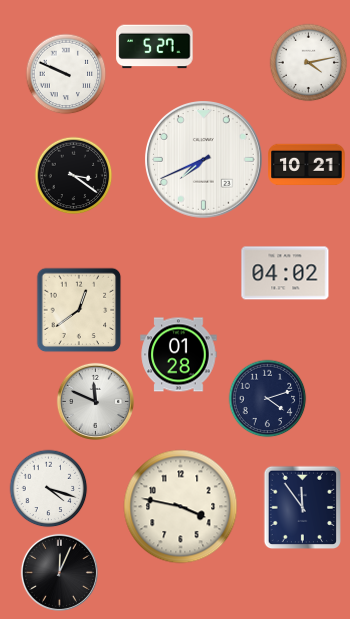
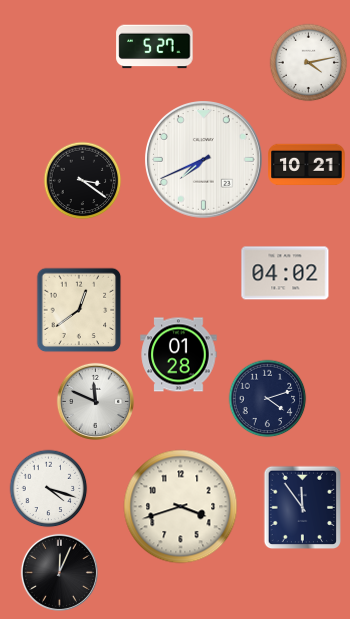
clock at (66, 74): 9:49 -> none
clock at (73, 175) position: (73, 175) -> (82, 180)
clock at (181, 507): 3:47 -> 3:42
